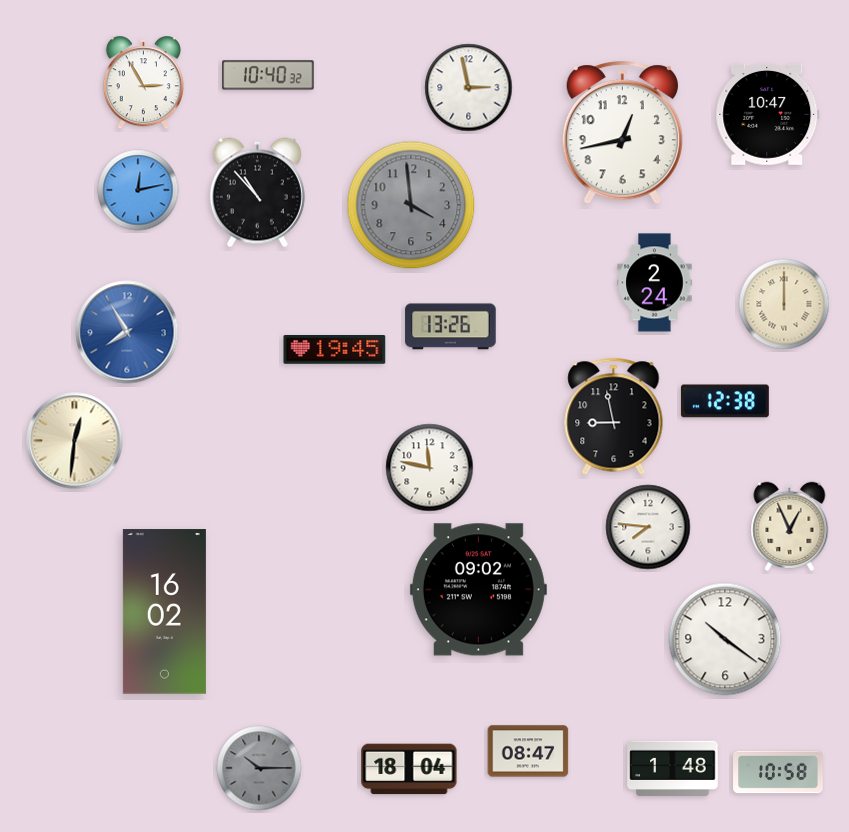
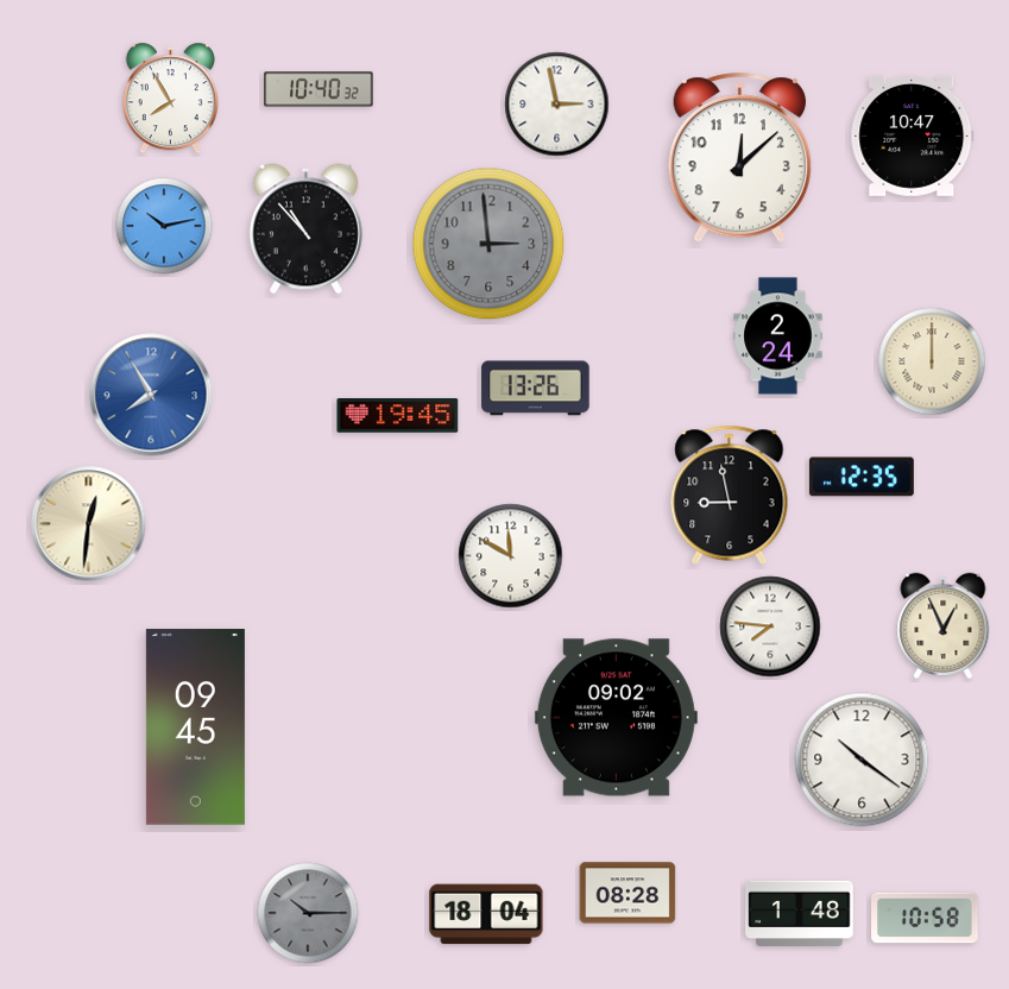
clock at (143, 83): 2:55 -> 7:55
clock at (622, 133): 12:43 -> 12:08
clock at (138, 190): 12:13 -> 10:13
clock at (411, 205): 3:59 -> 2:59
clock at (725, 401): 12:38 -> 12:35
clock at (430, 468): 11:47 -> 11:50
clock at (790, 526) position: (790, 526) -> (944, 625)
clock at (478, 590) position: (478, 590) -> (616, 718)
clock at (164, 612): 16:02 -> 09:45
clock at (528, 751): 08:47 -> 08:28
